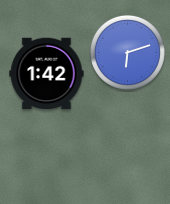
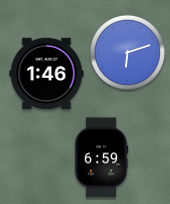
clock at (47, 74): 1:42 -> 1:46
clock at (101, 158): none -> 6:59
